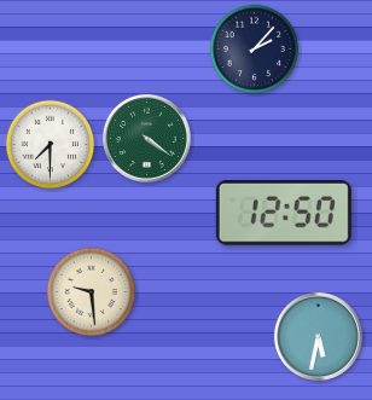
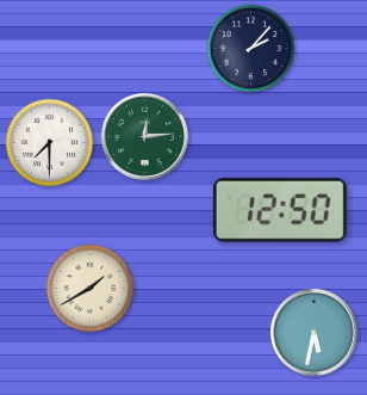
clock at (146, 138): 4:21 -> 12:14
clock at (92, 292): 9:29 -> 1:40
